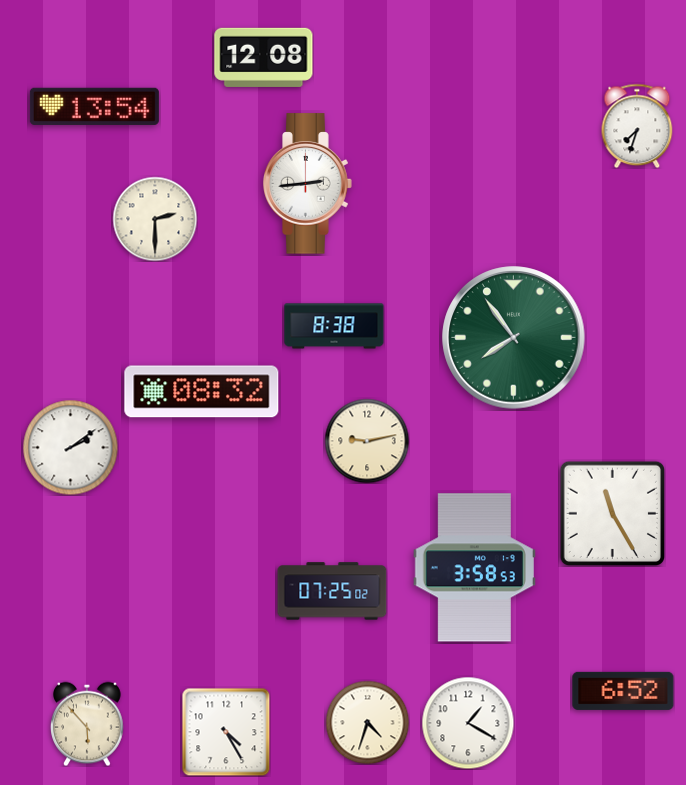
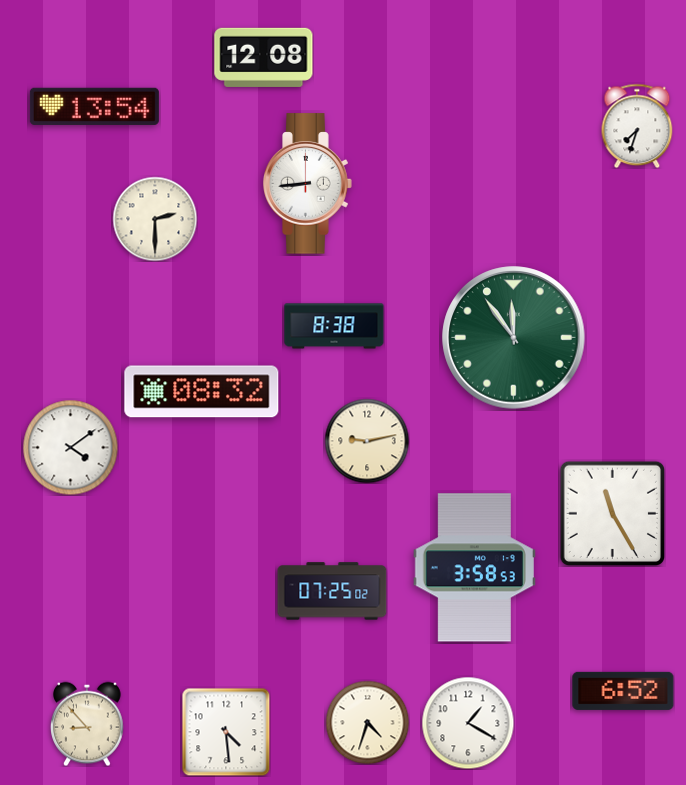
clock at (308, 184): 2:44 -> 8:44
clock at (514, 338): 7:54 -> 11:54
clock at (70, 447): 2:09 -> 4:09
clock at (88, 724): 5:53 -> 8:53
clock at (226, 732): 4:25 -> 4:29
